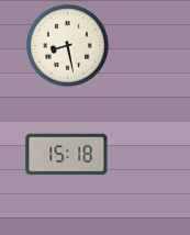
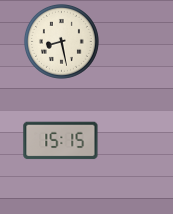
clock at (67, 155): 15:18 -> 15:15
